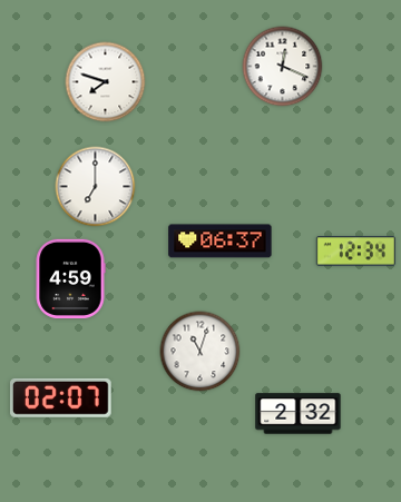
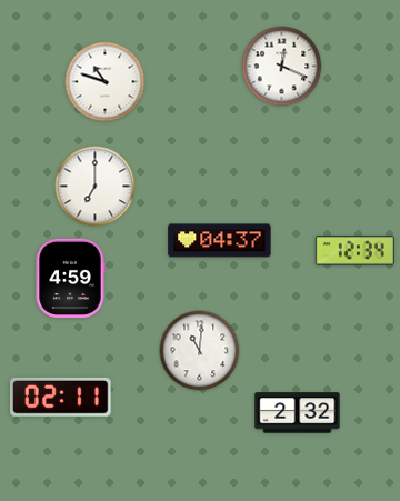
clock at (106, 82): 7:48 -> 10:48
clock at (221, 242): 06:37 -> 04:37
clock at (200, 352): 11:03 -> 11:01
clock at (61, 397): 02:07 -> 02:11
